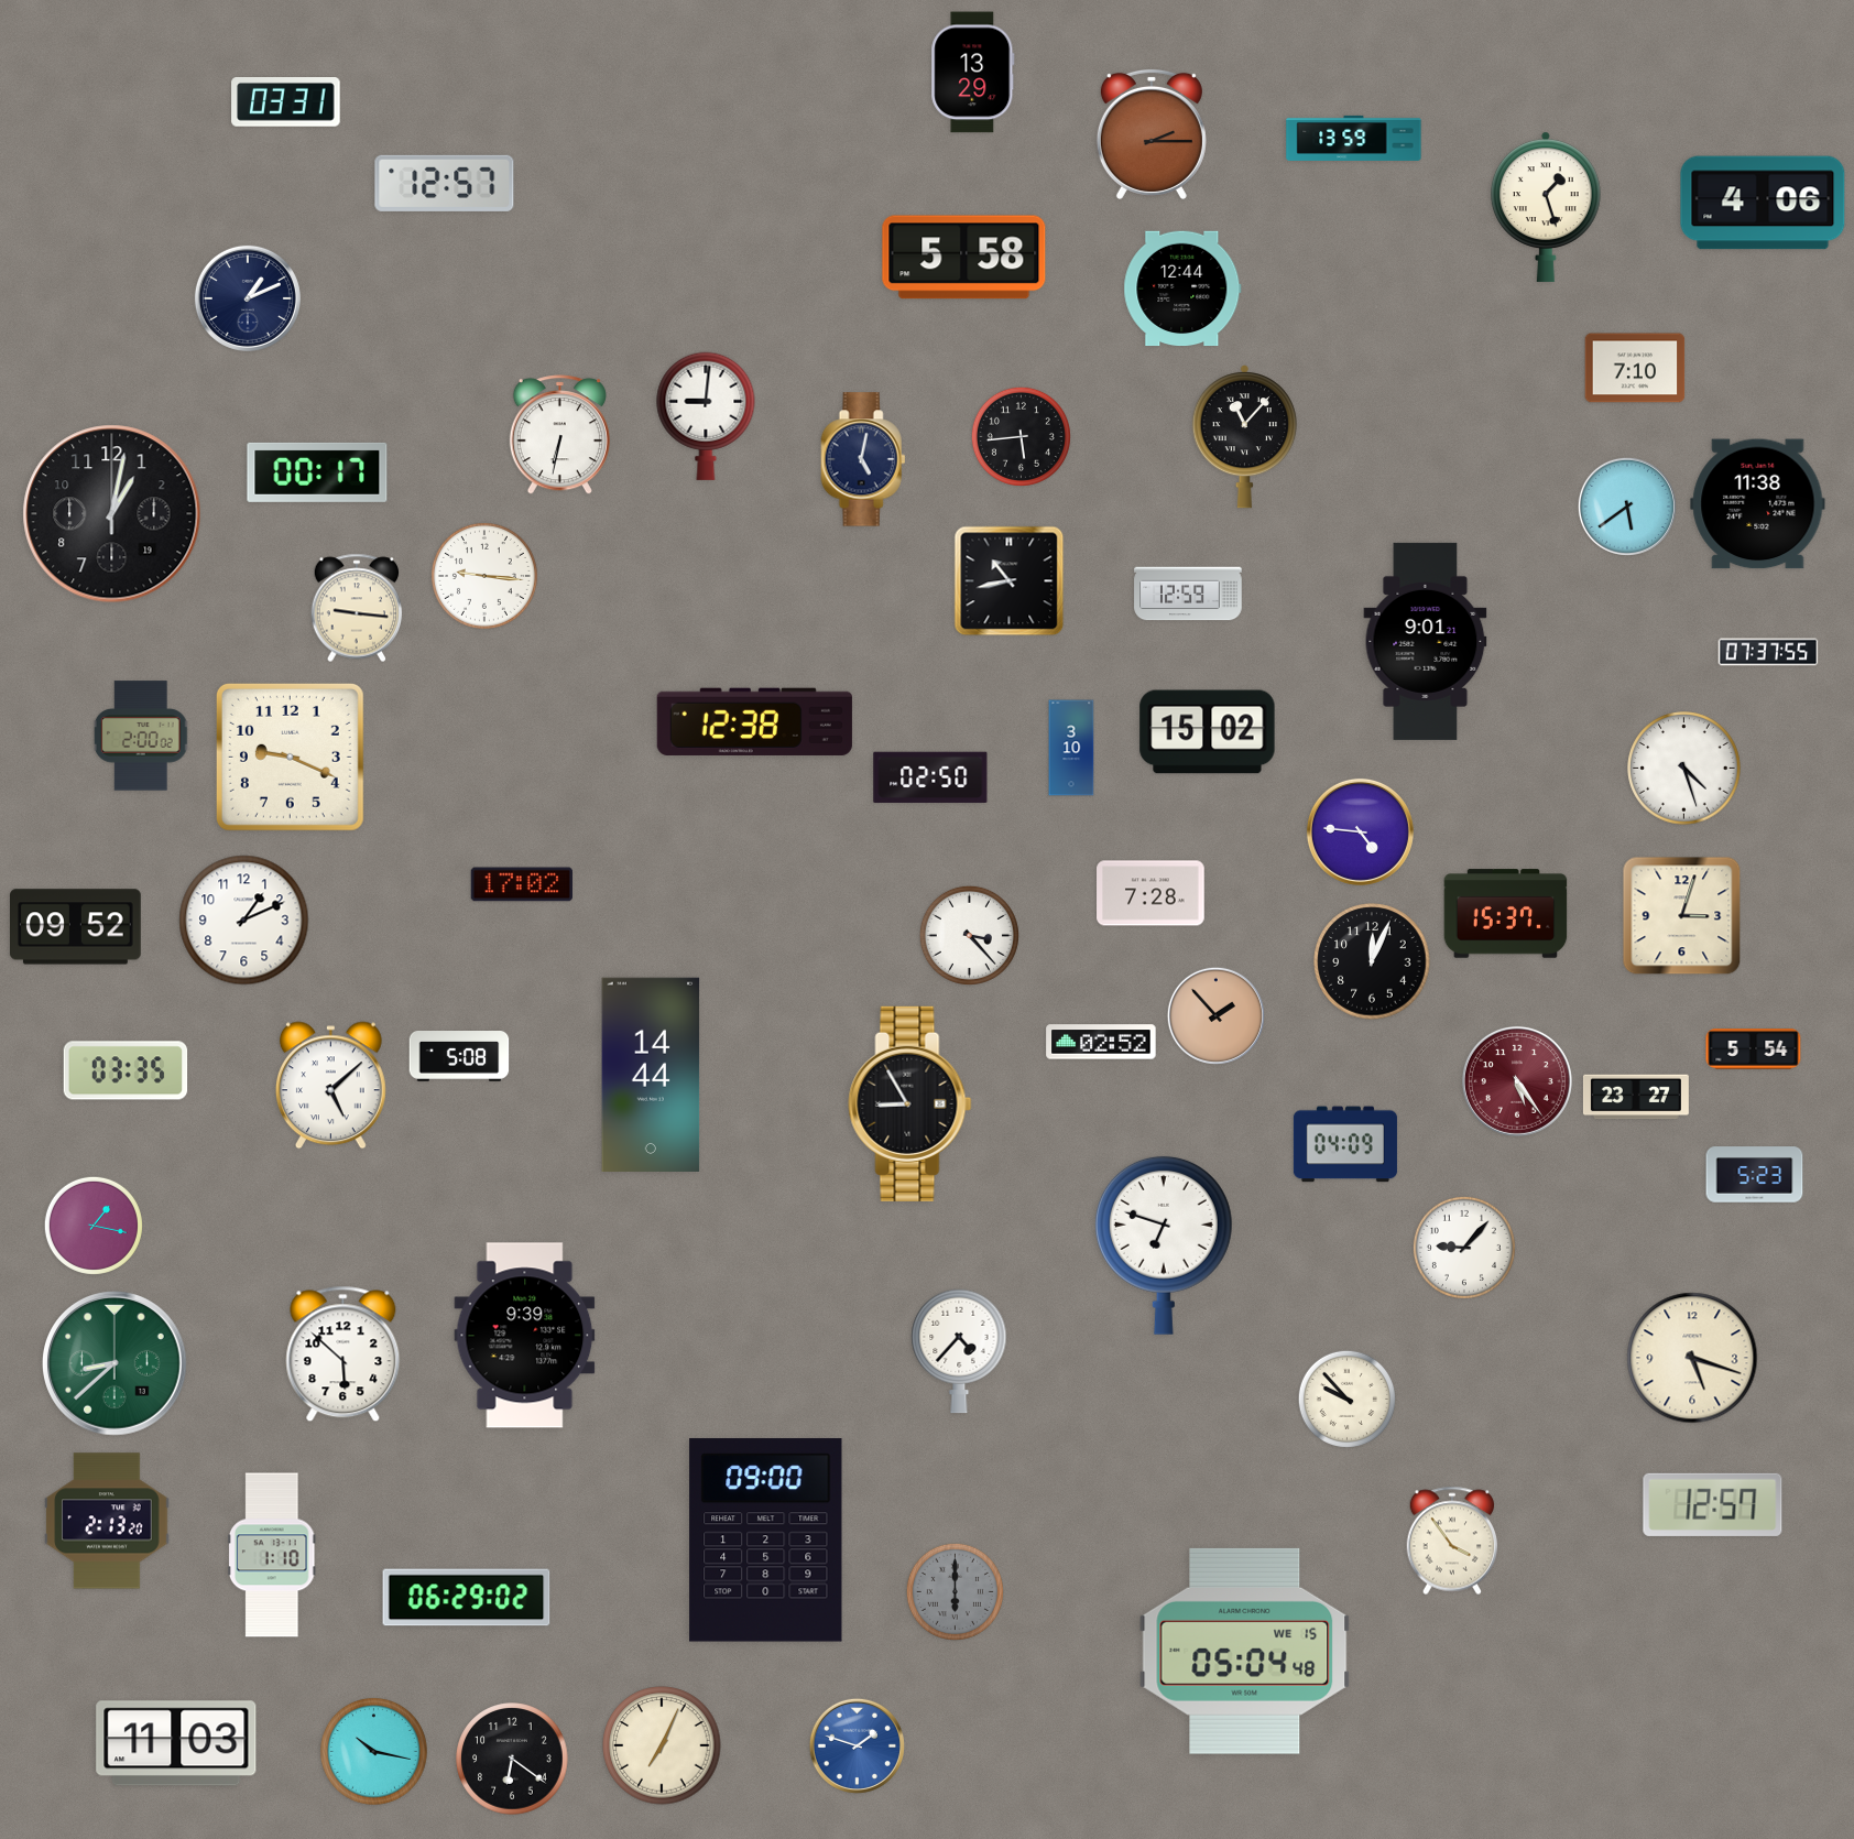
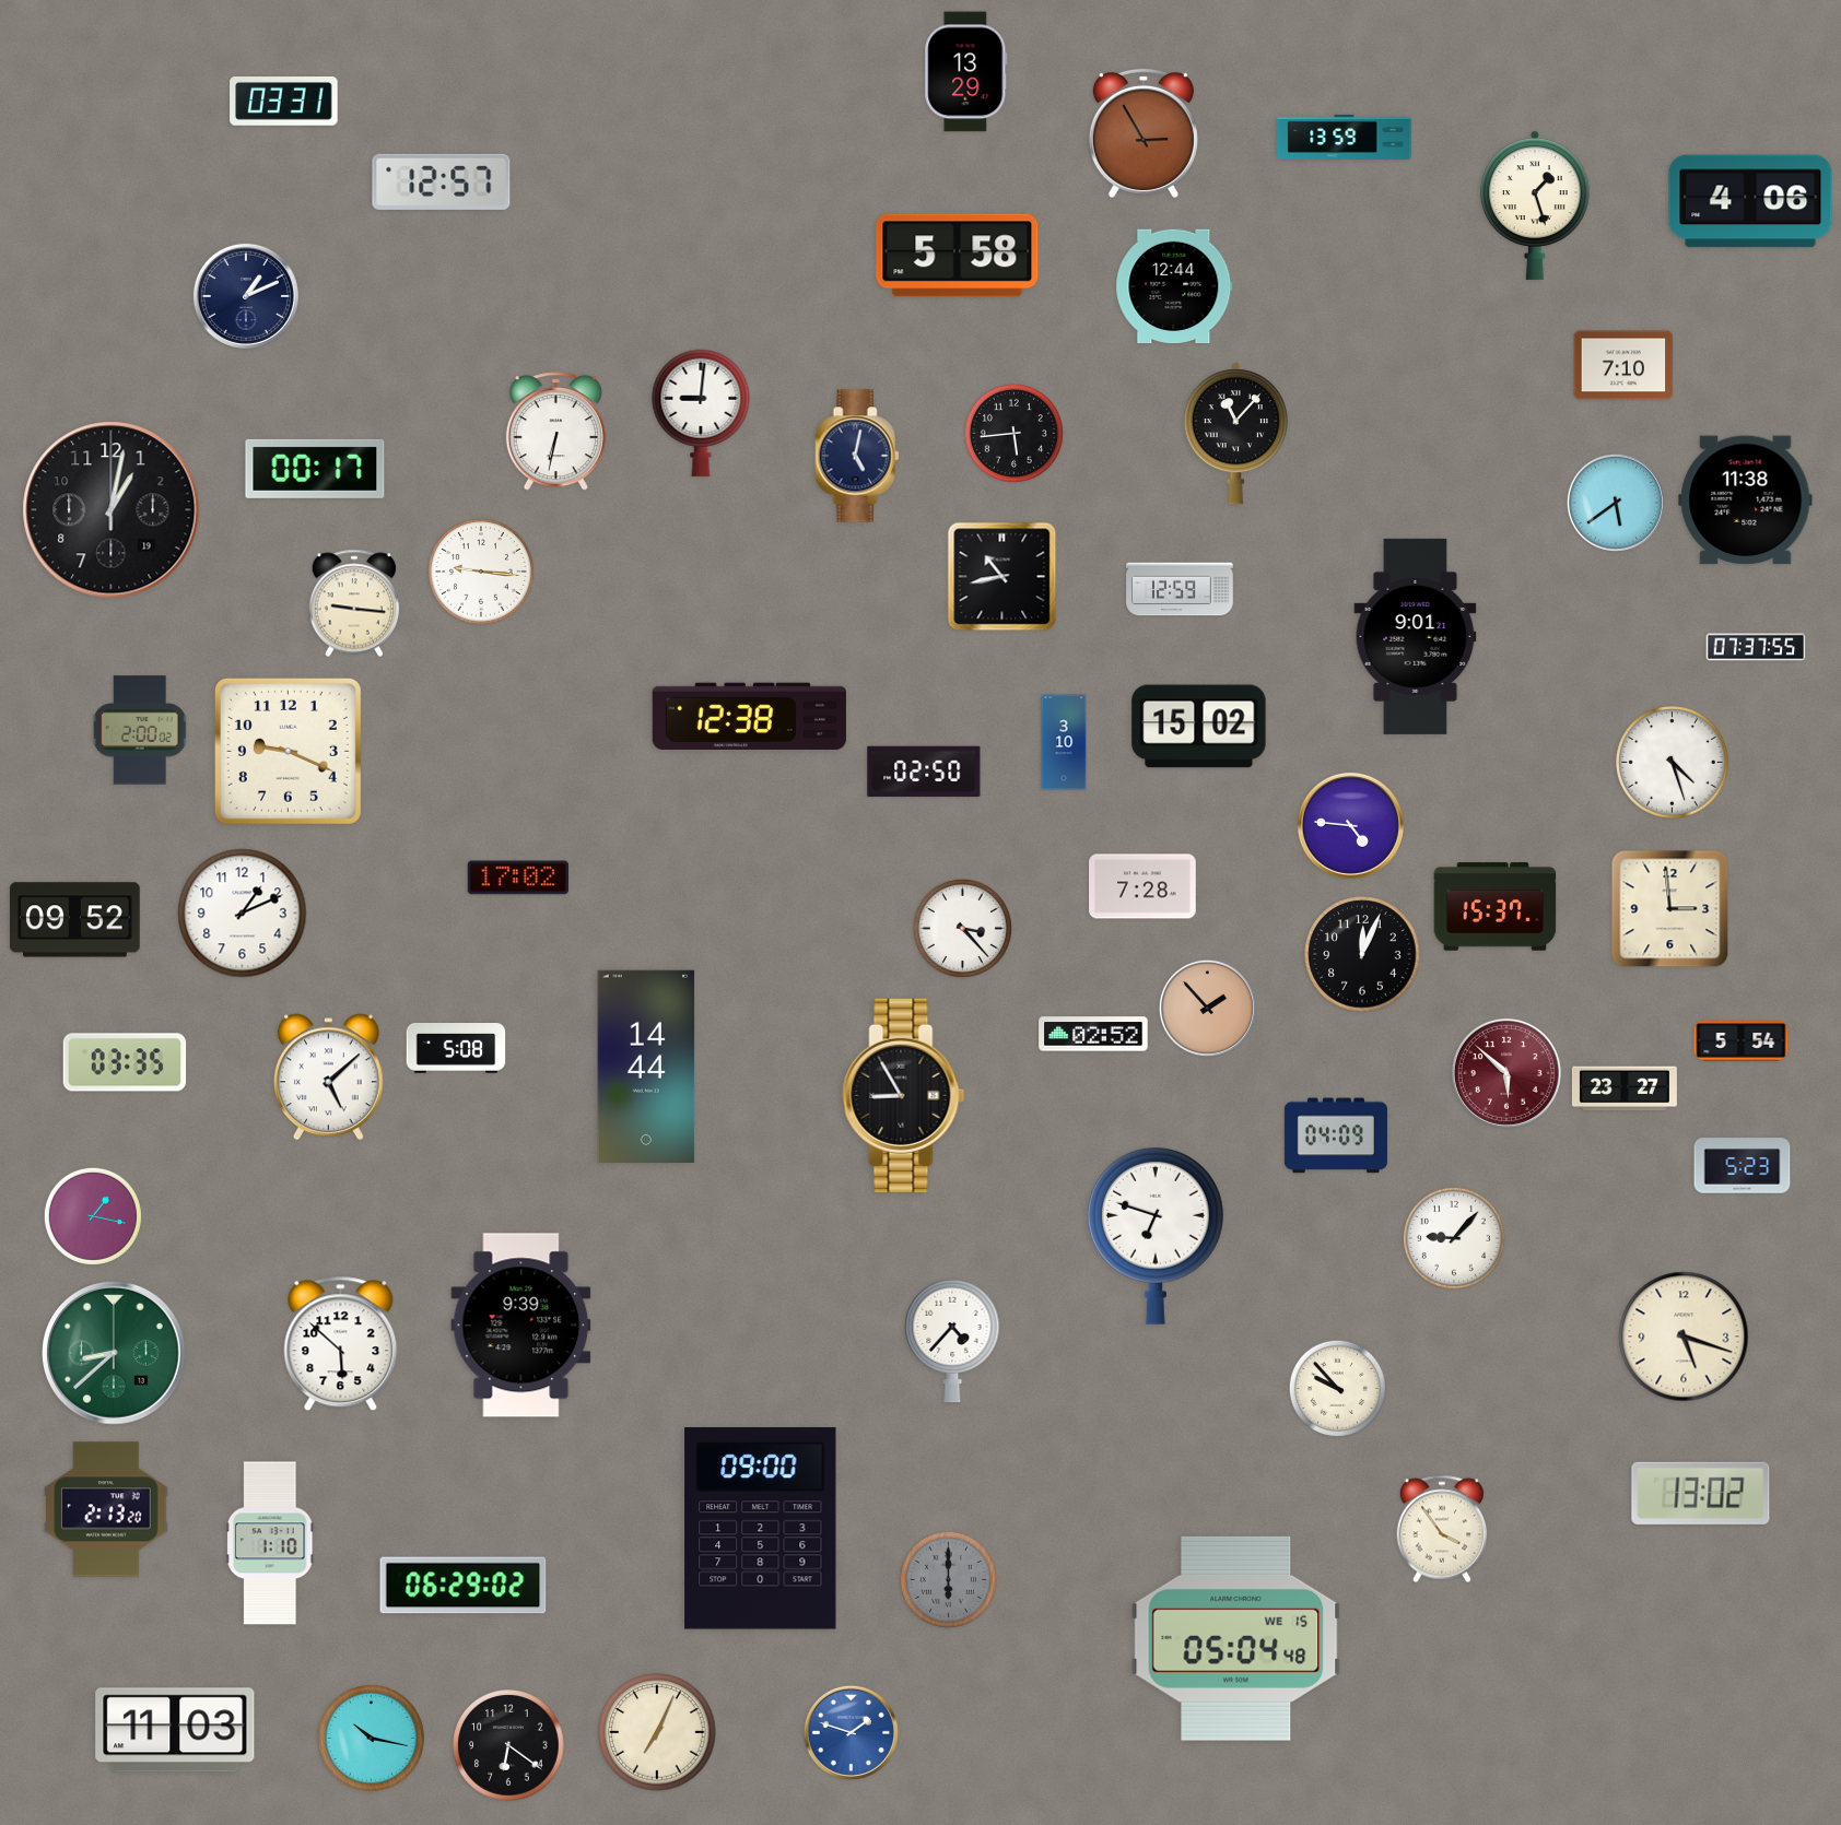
clock at (1152, 134): 2:15 -> 2:55
clock at (1682, 916): 3:03 -> 2:59
clock at (1517, 1081): 5:24 -> 5:52
clock at (1692, 1358) position: (1692, 1358) -> (1684, 1337)
clock at (1713, 1504): 12:57 -> 13:02
